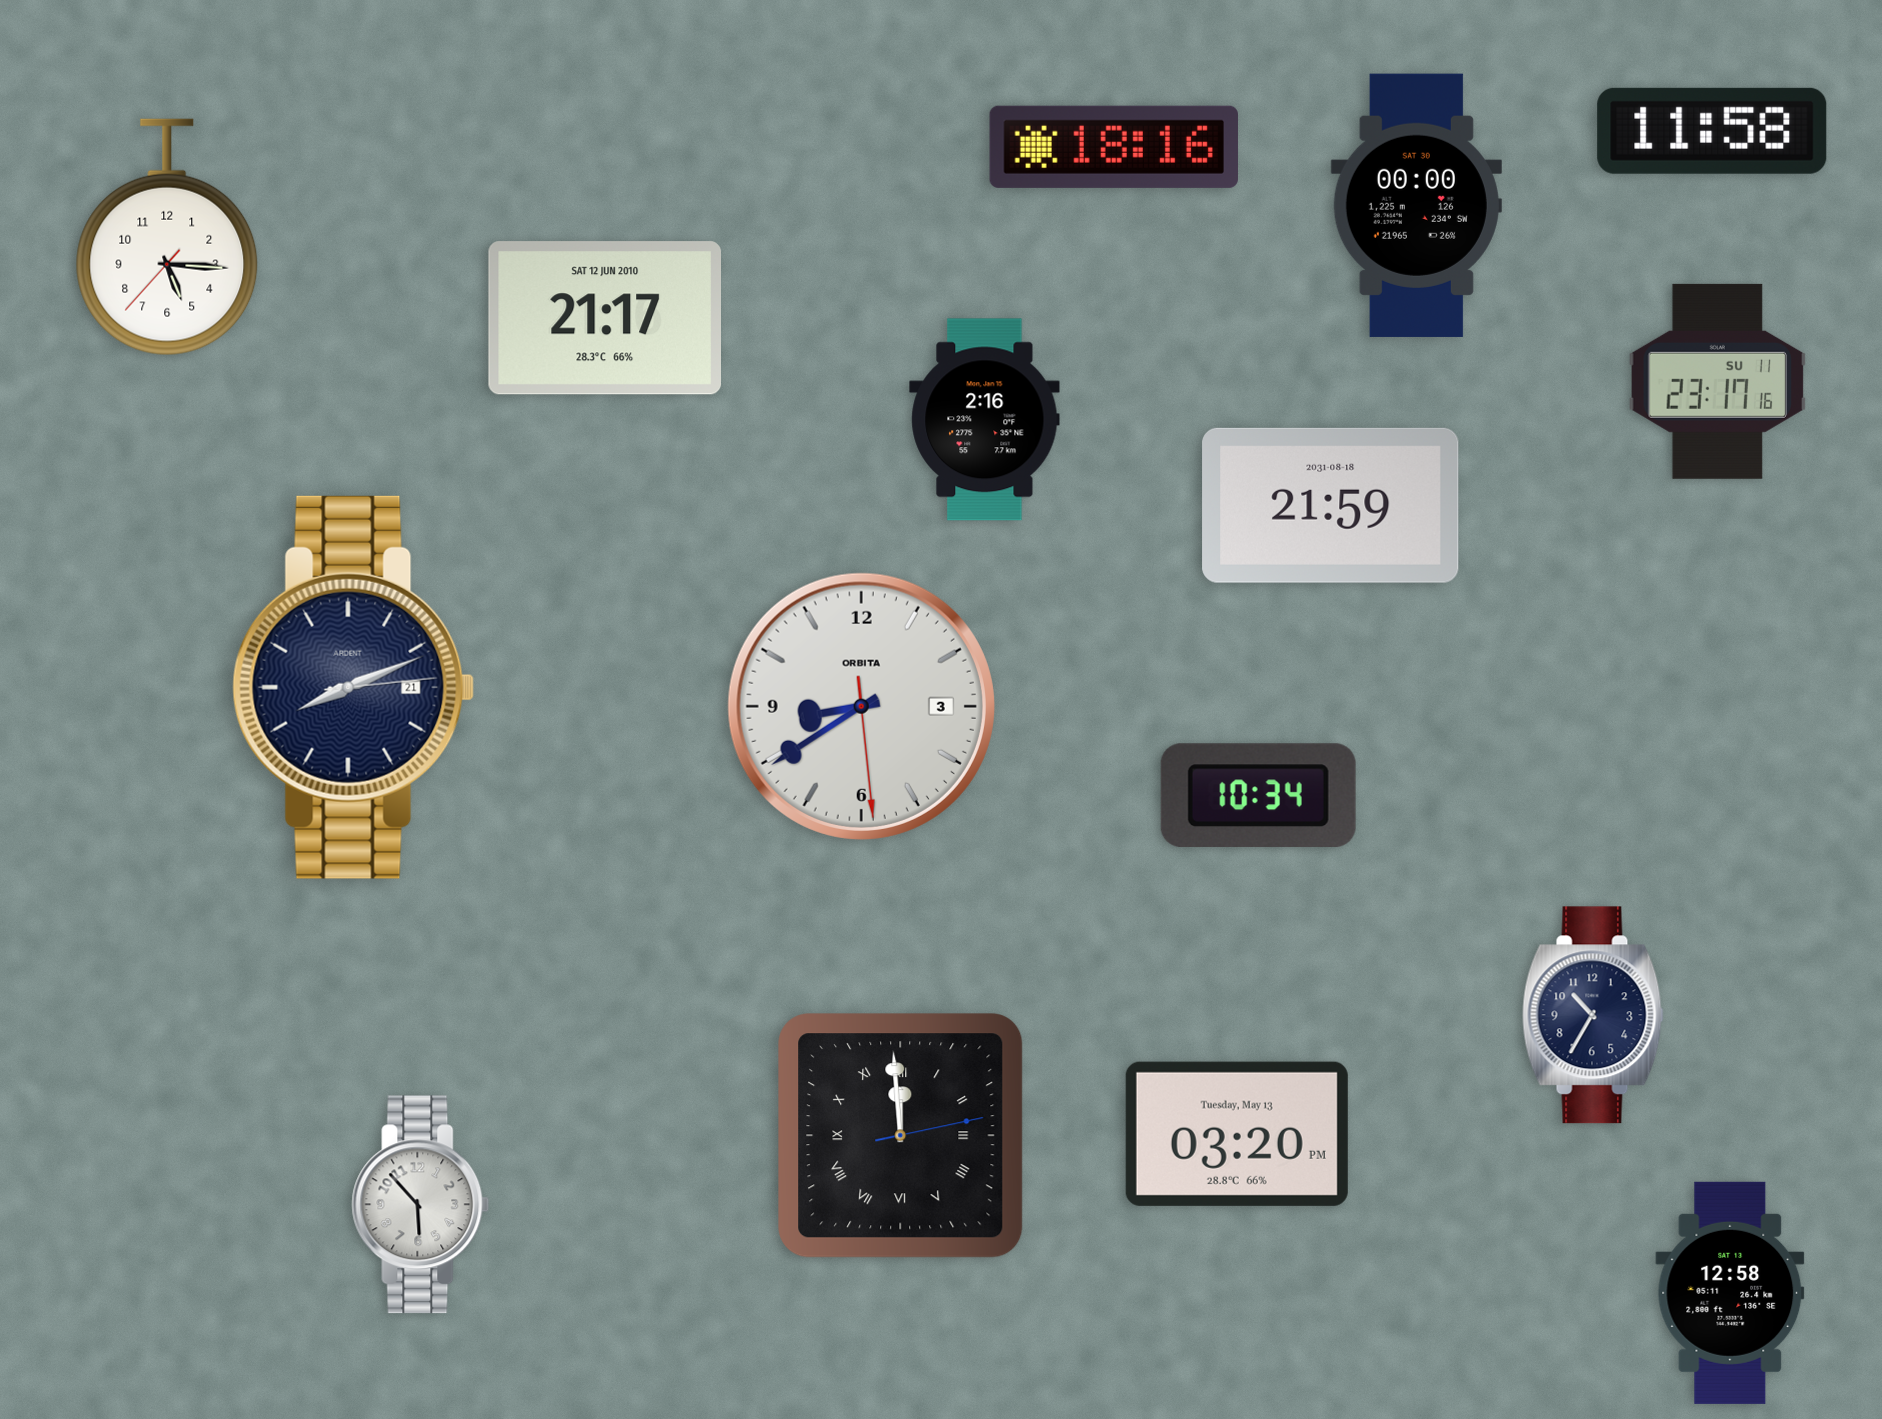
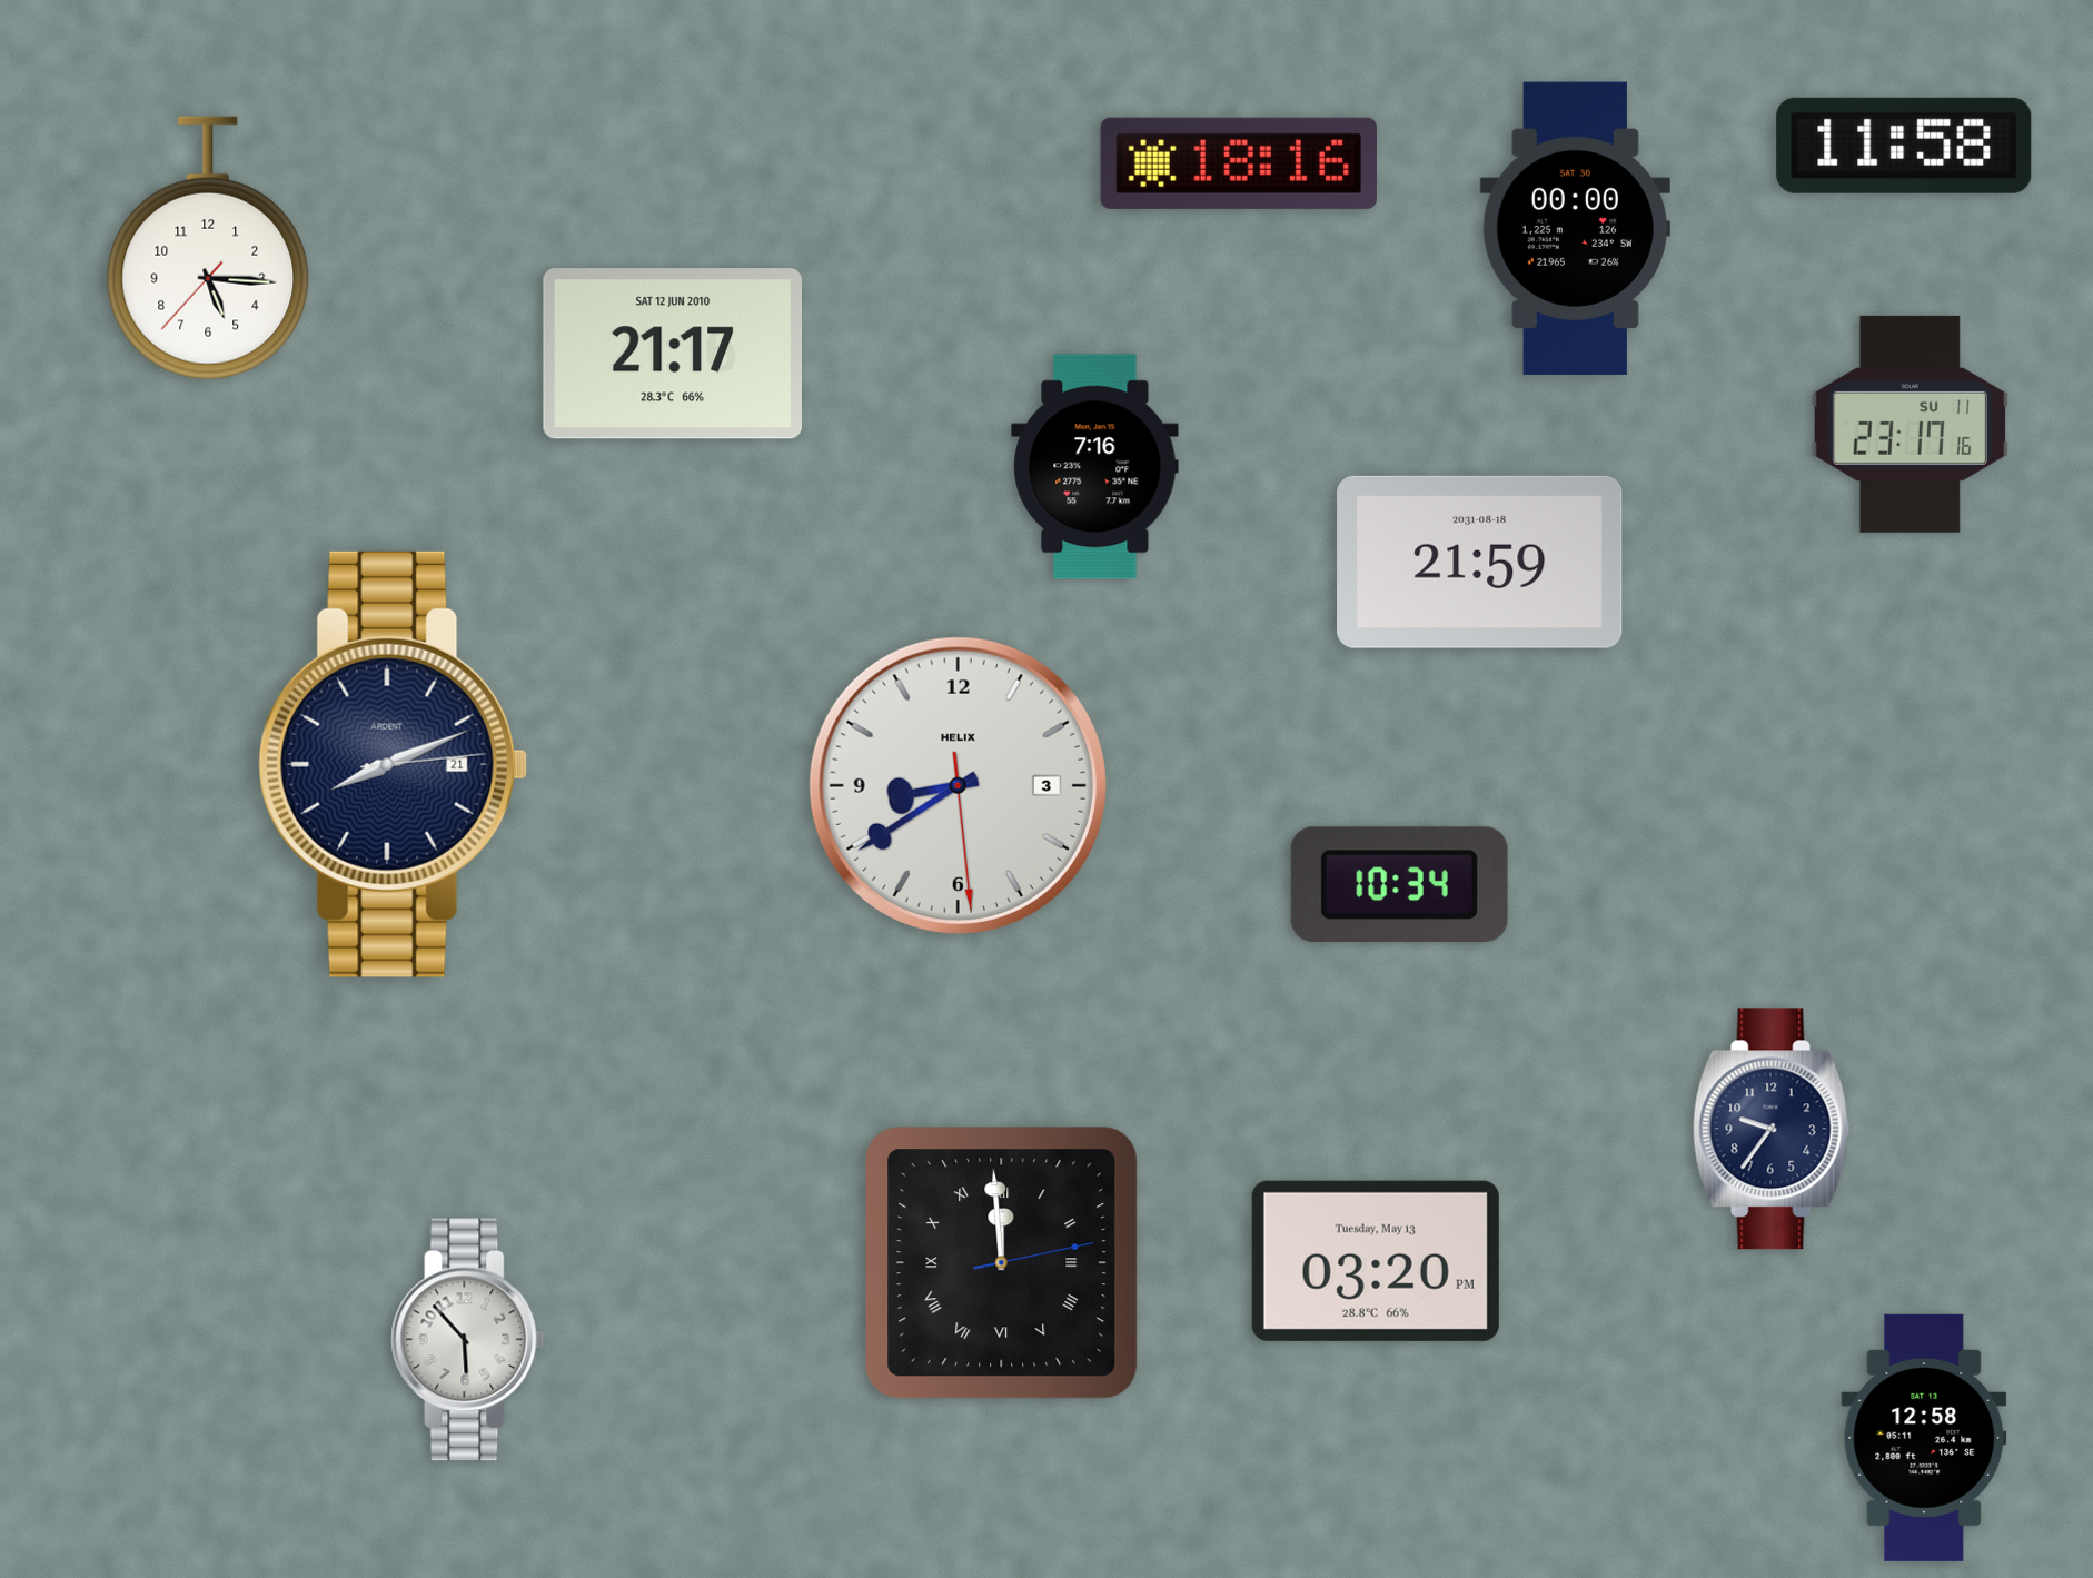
clock at (167, 237) position: (167, 237) -> (208, 248)
clock at (985, 420): 2:16 -> 7:16
clock at (861, 706) brand: ORBITA -> HELIX
clock at (1593, 1015): 10:35 -> 9:36
